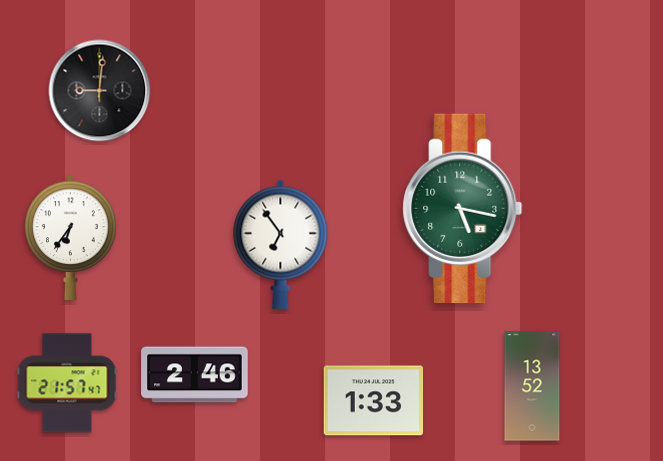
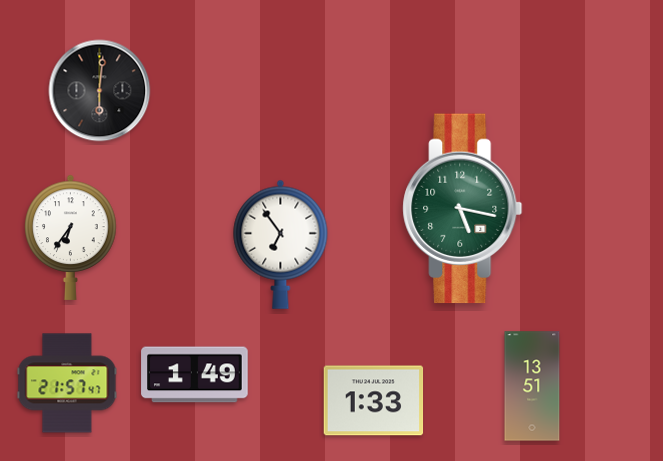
clock at (100, 91): 9:01 -> 6:01
clock at (195, 375): 2:46 -> 1:49
clock at (532, 386): 13:52 -> 13:51
